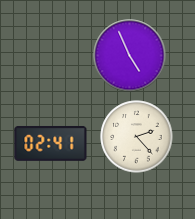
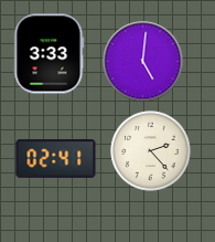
clock at (50, 54): none -> 3:33
clock at (130, 56): 4:56 -> 5:01
